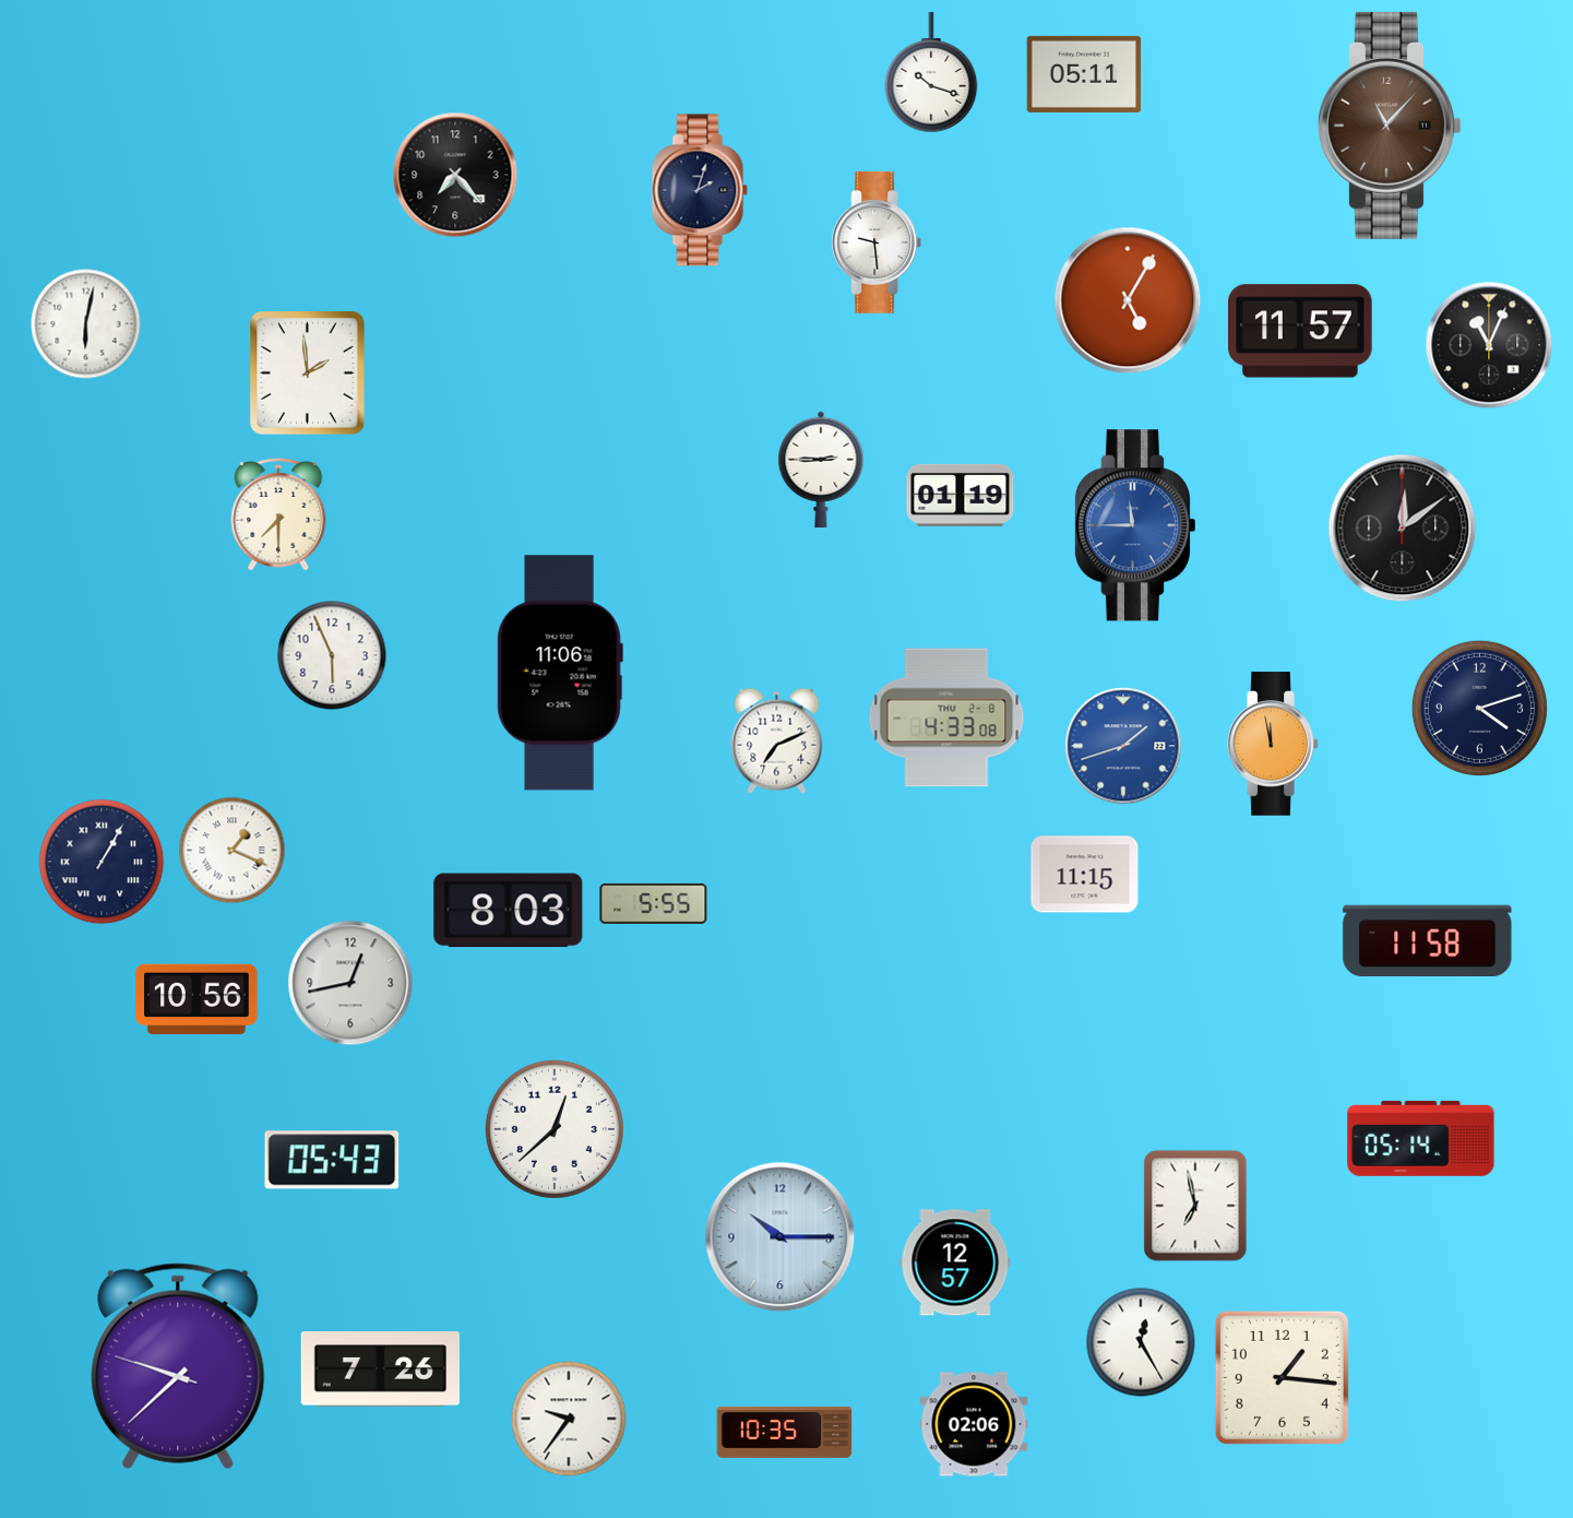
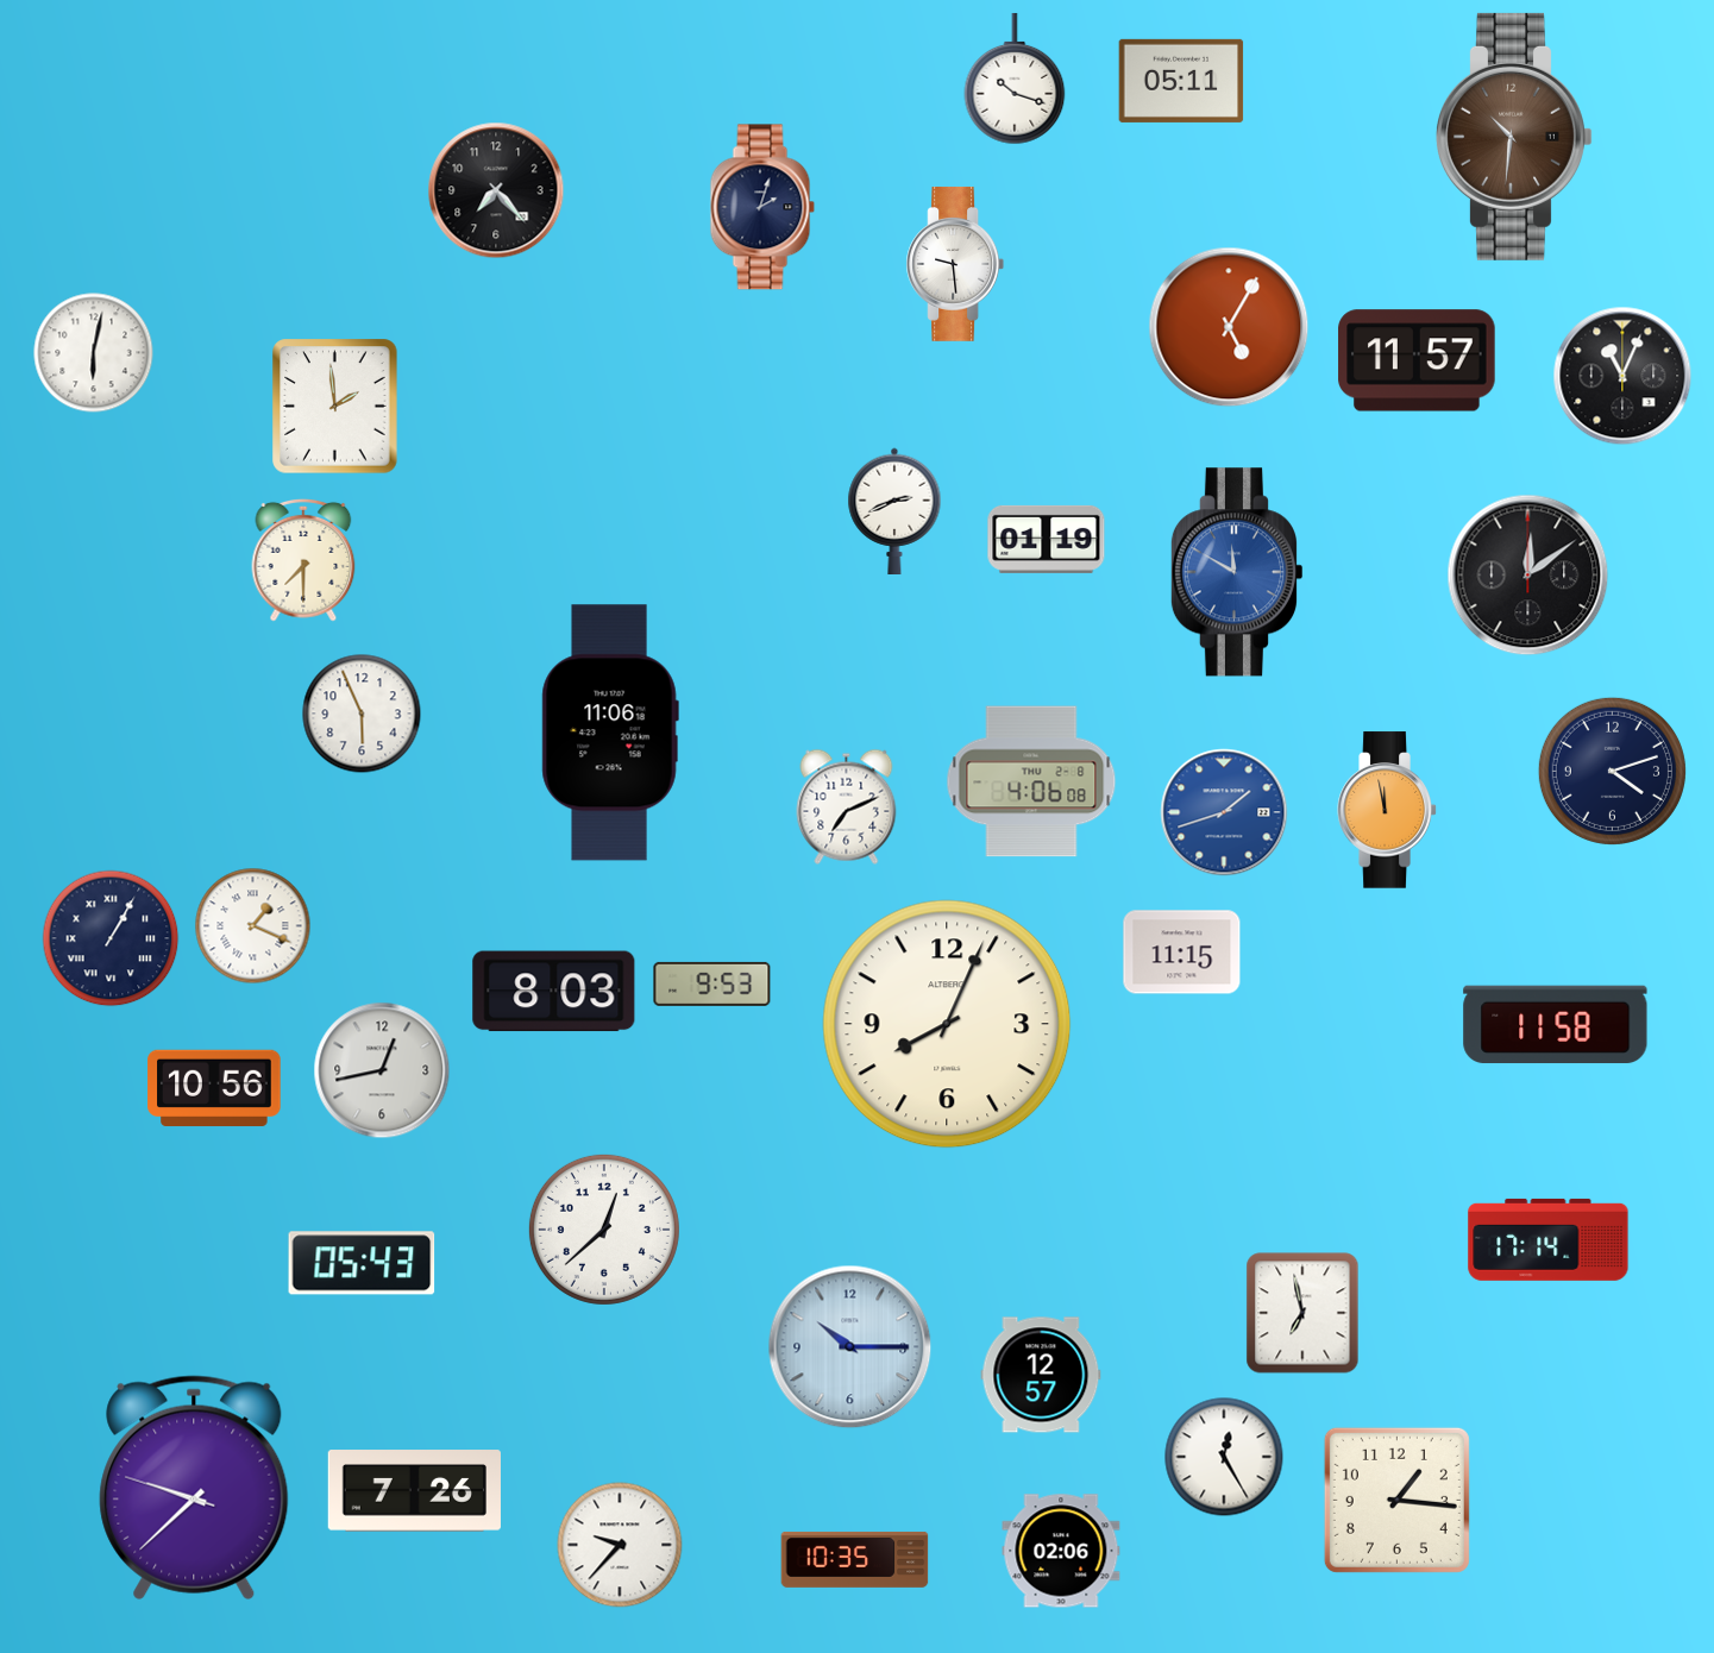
clock at (1391, 126): 11:07 -> 10:31
clock at (821, 469): 2:45 -> 2:41
clock at (1134, 525): 11:45 -> 11:50
clock at (946, 718): 4:33 -> 4:06
clock at (654, 903): 5:55 -> 9:53
clock at (947, 1024): none -> 8:04
clock at (1421, 1138): 05:14 -> 17:14
clock at (1141, 1342) position: (1141, 1342) -> (1224, 1457)
clock at (569, 1419): 9:36 -> 9:37
